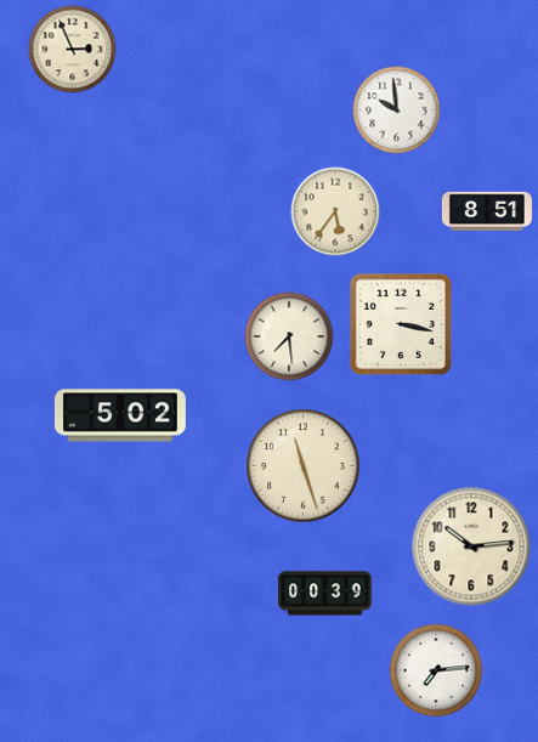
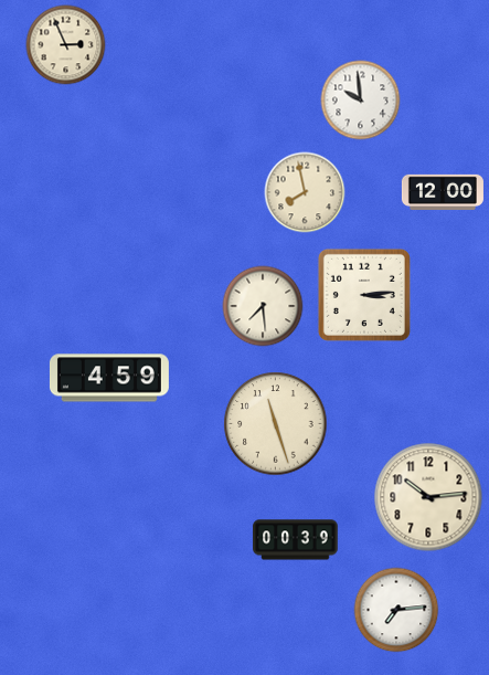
clock at (487, 210): 8:51 -> 12:00
clock at (335, 211): 5:36 -> 7:58
clock at (401, 324): 3:17 -> 3:14
clock at (120, 415): 5:02 -> 4:59
